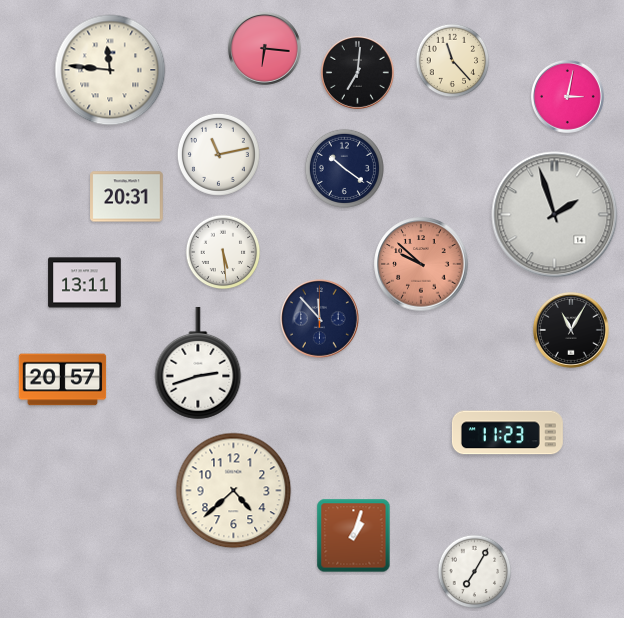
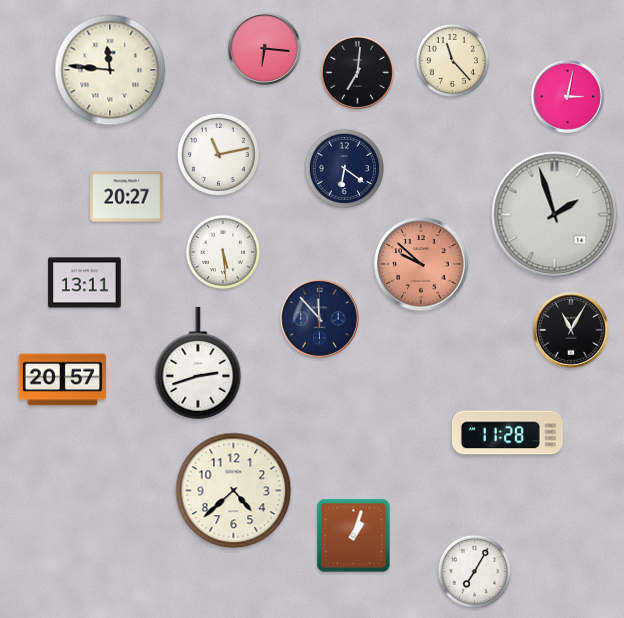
clock at (344, 168): 10:21 -> 6:21
clock at (127, 197): 20:31 -> 20:27
clock at (507, 433): 11:23 -> 11:28
